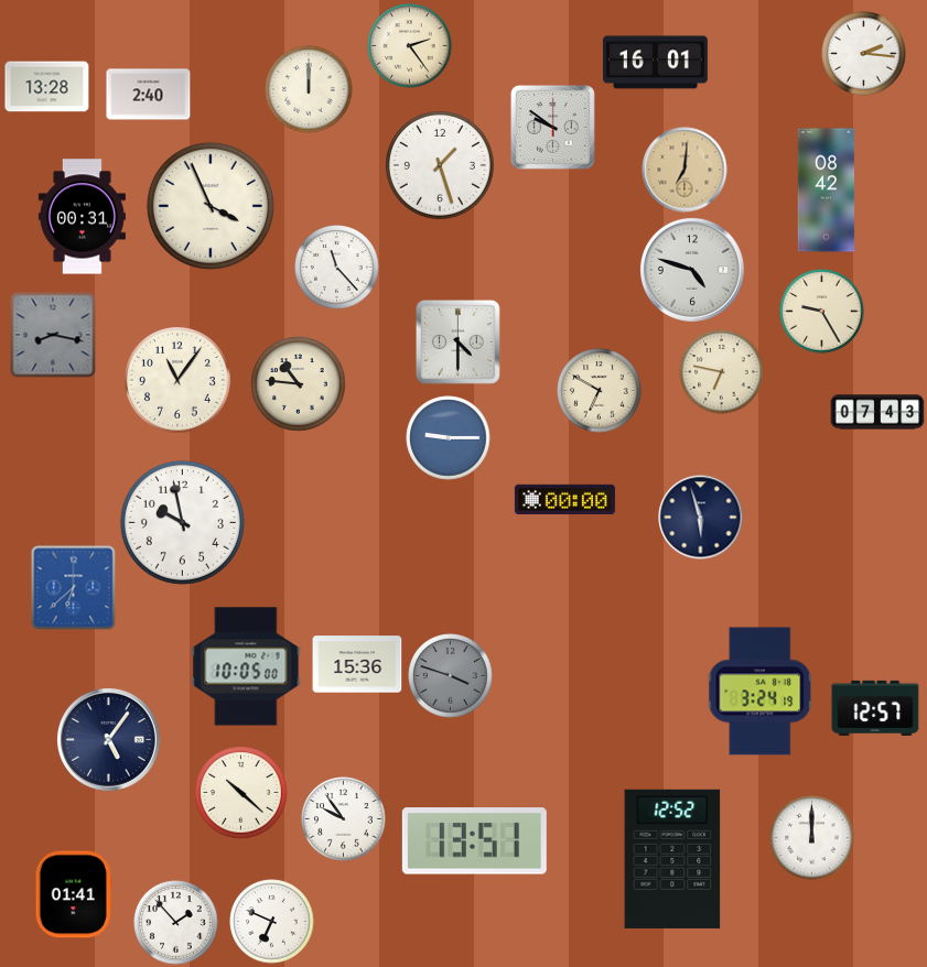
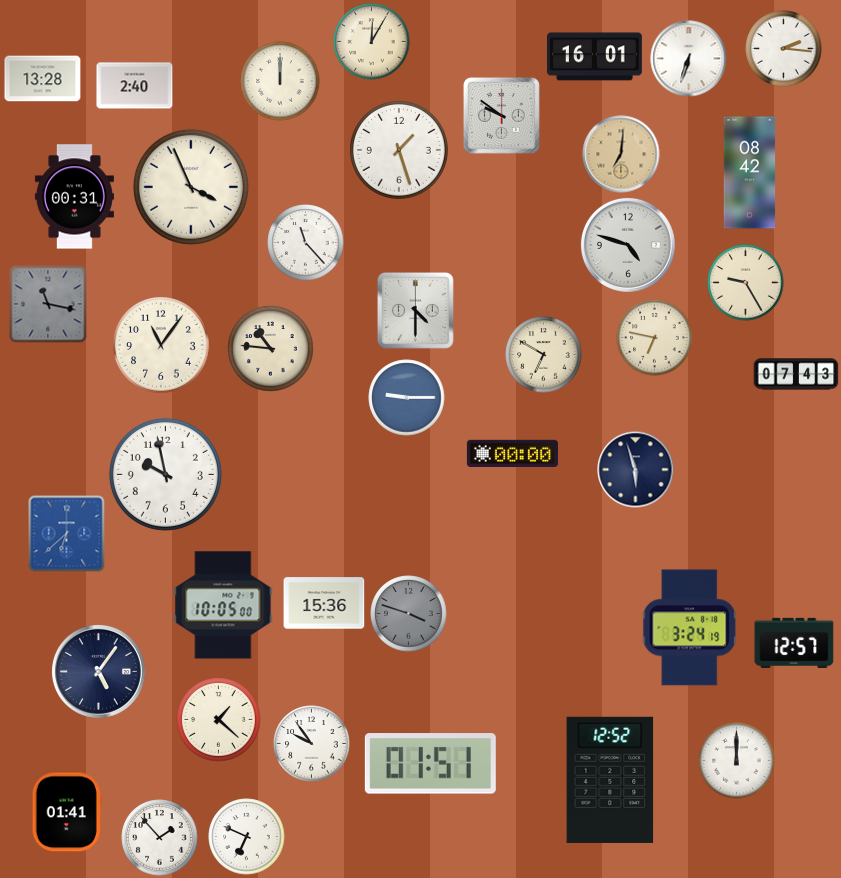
clock at (410, 46): 2:24 -> 12:05
clock at (689, 59): none -> 6:33
clock at (53, 335): 8:17 -> 11:17
clock at (241, 793): 10:22 -> 1:22
clock at (474, 841): 13:51 -> 01:51
